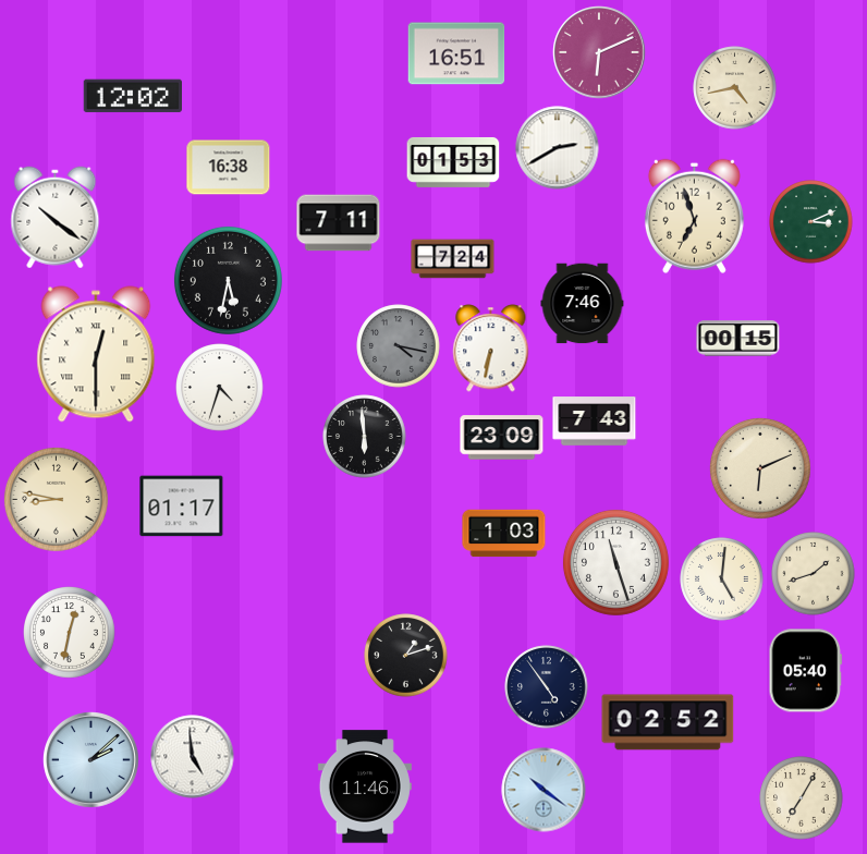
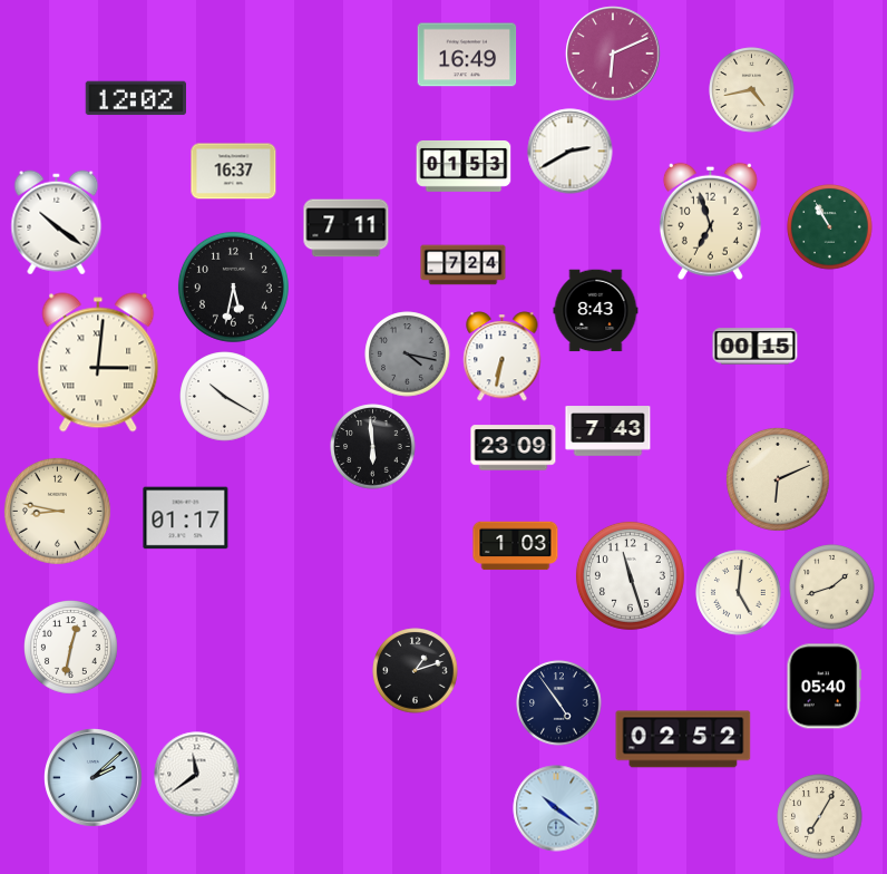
clock at (456, 53): 16:51 -> 16:49
clock at (229, 168): 16:38 -> 16:37
clock at (811, 222): 3:11 -> 10:55
clock at (583, 304): 7:46 -> 8:43
clock at (96, 354): 12:30 -> 3:01
clock at (220, 388): 4:33 -> 10:20
clock at (193, 757): 4:59 -> 11:39
clock at (365, 786): 11:46 -> none
